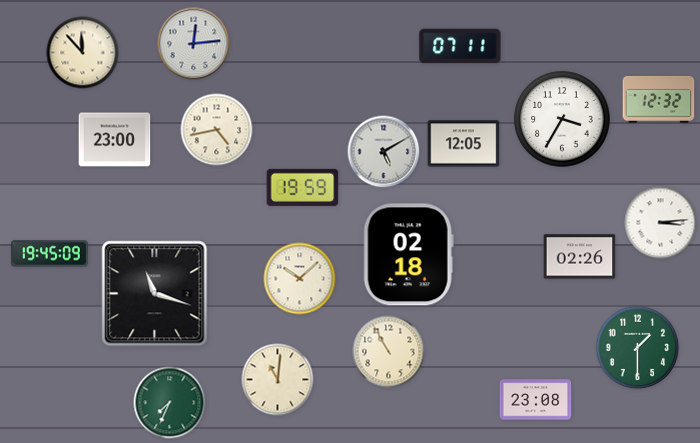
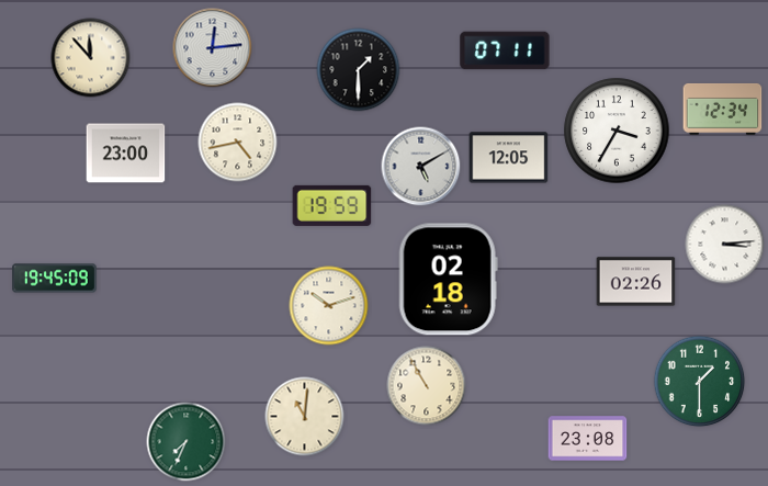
clock at (359, 70): none -> 1:30
clock at (659, 99): 12:32 -> 12:34
clock at (300, 279): 10:08 -> 10:12
clock at (155, 294): 11:18 -> none
